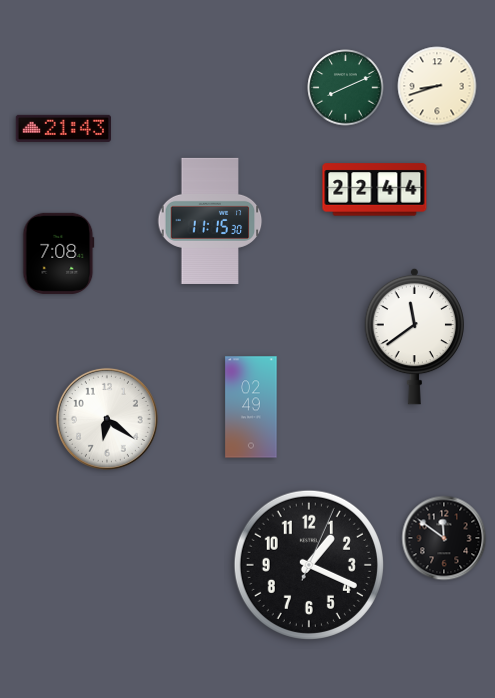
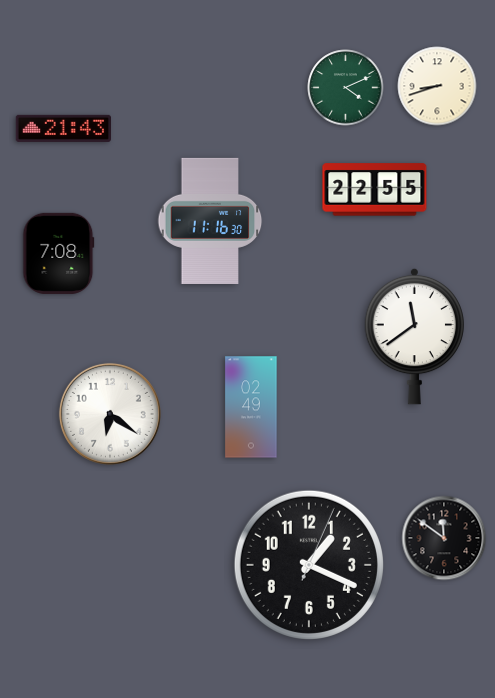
clock at (346, 88): 8:11 -> 4:11
clock at (375, 190): 22:44 -> 22:55
clock at (210, 221): 11:15 -> 11:16
clock at (107, 419) position: (107, 419) -> (110, 414)
